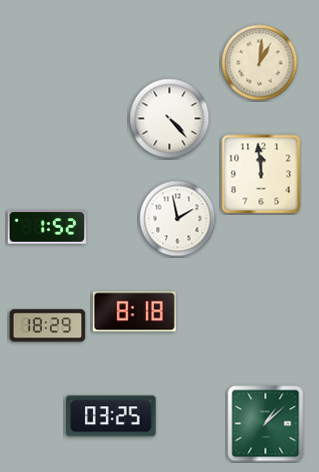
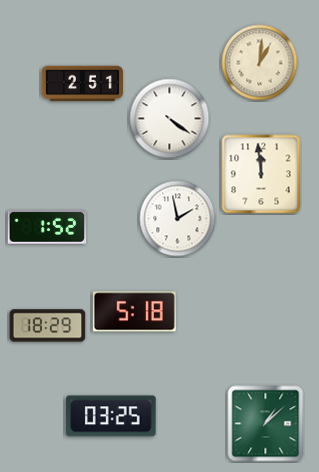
clock at (82, 84): none -> 2:51
clock at (170, 119): 4:23 -> 4:21
clock at (134, 312): 8:18 -> 5:18
